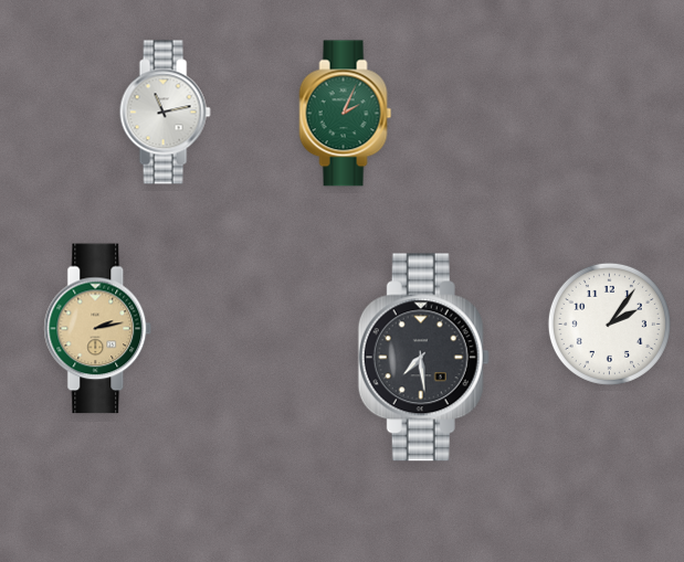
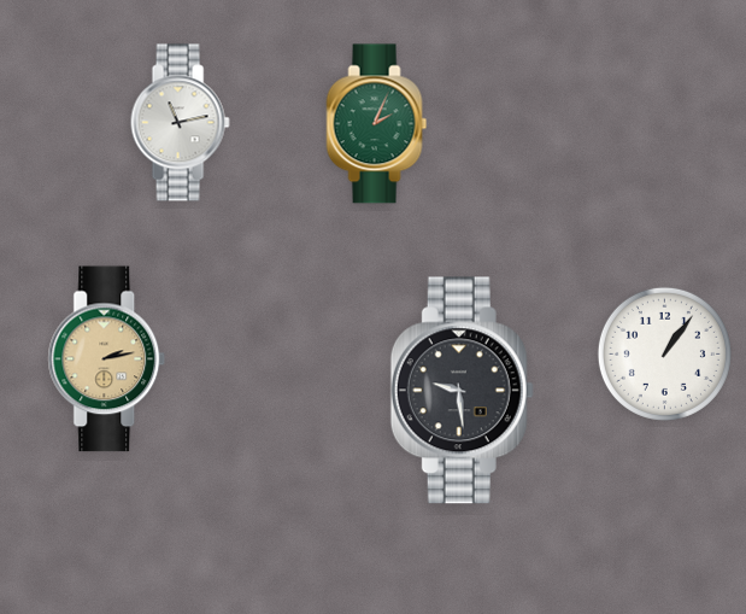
clock at (609, 324): 2:06 -> 1:06
clock at (423, 358): 7:29 -> 9:29
